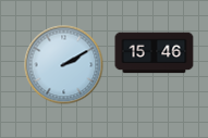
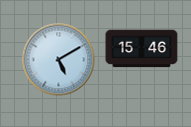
clock at (64, 65): 2:10 -> 5:10
